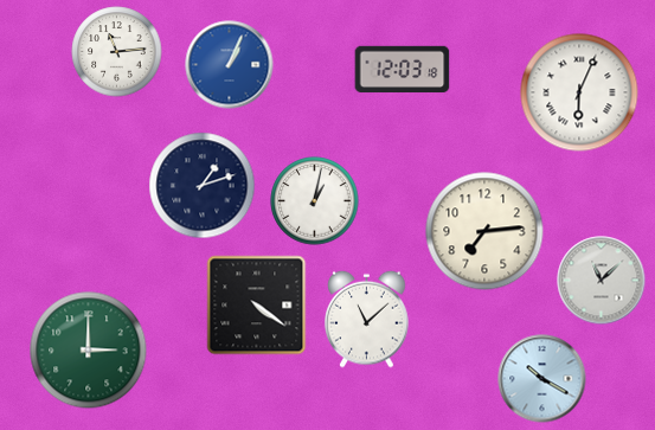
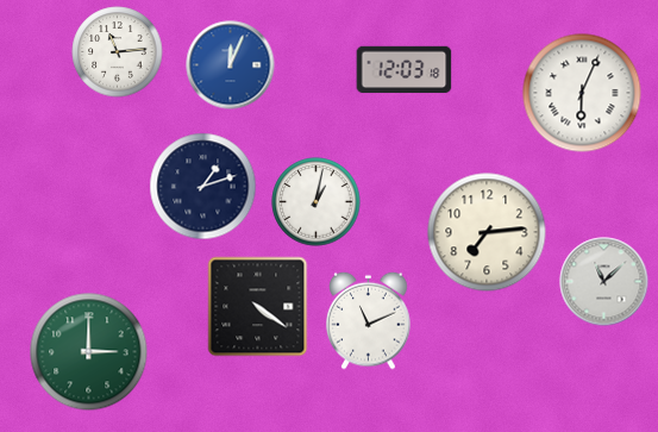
clock at (230, 65): 1:04 -> 12:04
clock at (367, 319): 11:08 -> 11:11
clock at (542, 379): 10:20 -> none
